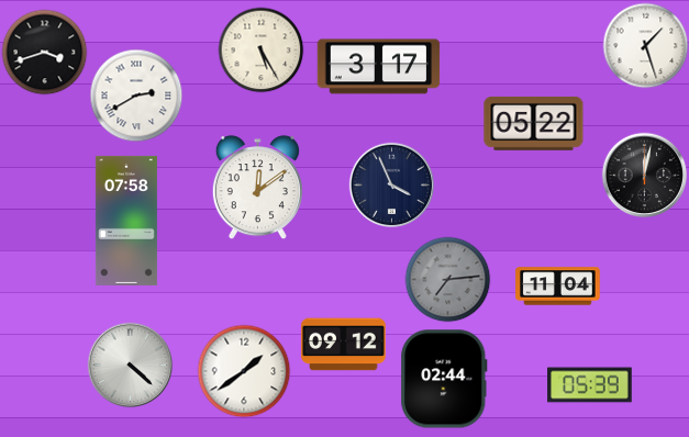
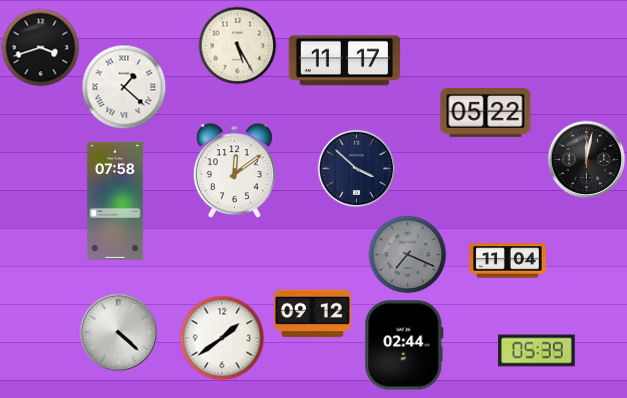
clock at (645, 45): 1:27 -> none
clock at (379, 67): 3:17 -> 11:17
clock at (136, 96): 2:40 -> 1:22
clock at (391, 184): 3:56 -> 3:52
clock at (447, 279): 7:14 -> 7:19
